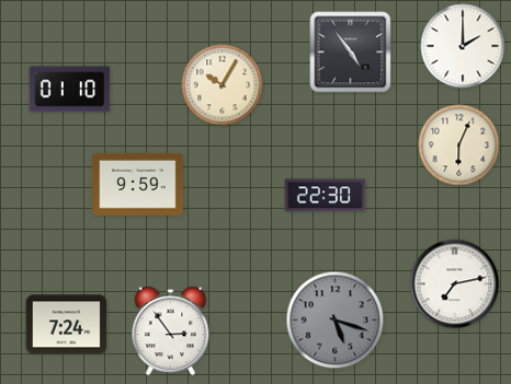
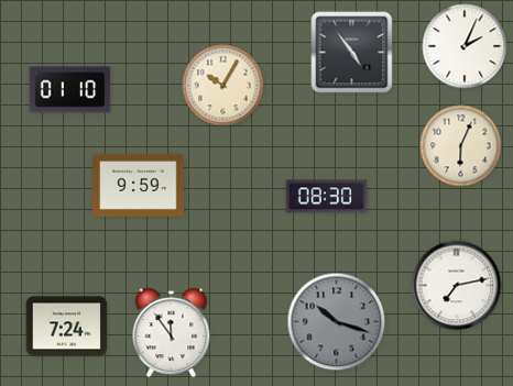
clock at (463, 46): 2:00 -> 2:04
clock at (326, 196): 22:30 -> 08:30
clock at (336, 321): 5:18 -> 10:18
clock at (171, 331): 2:54 -> 11:54
